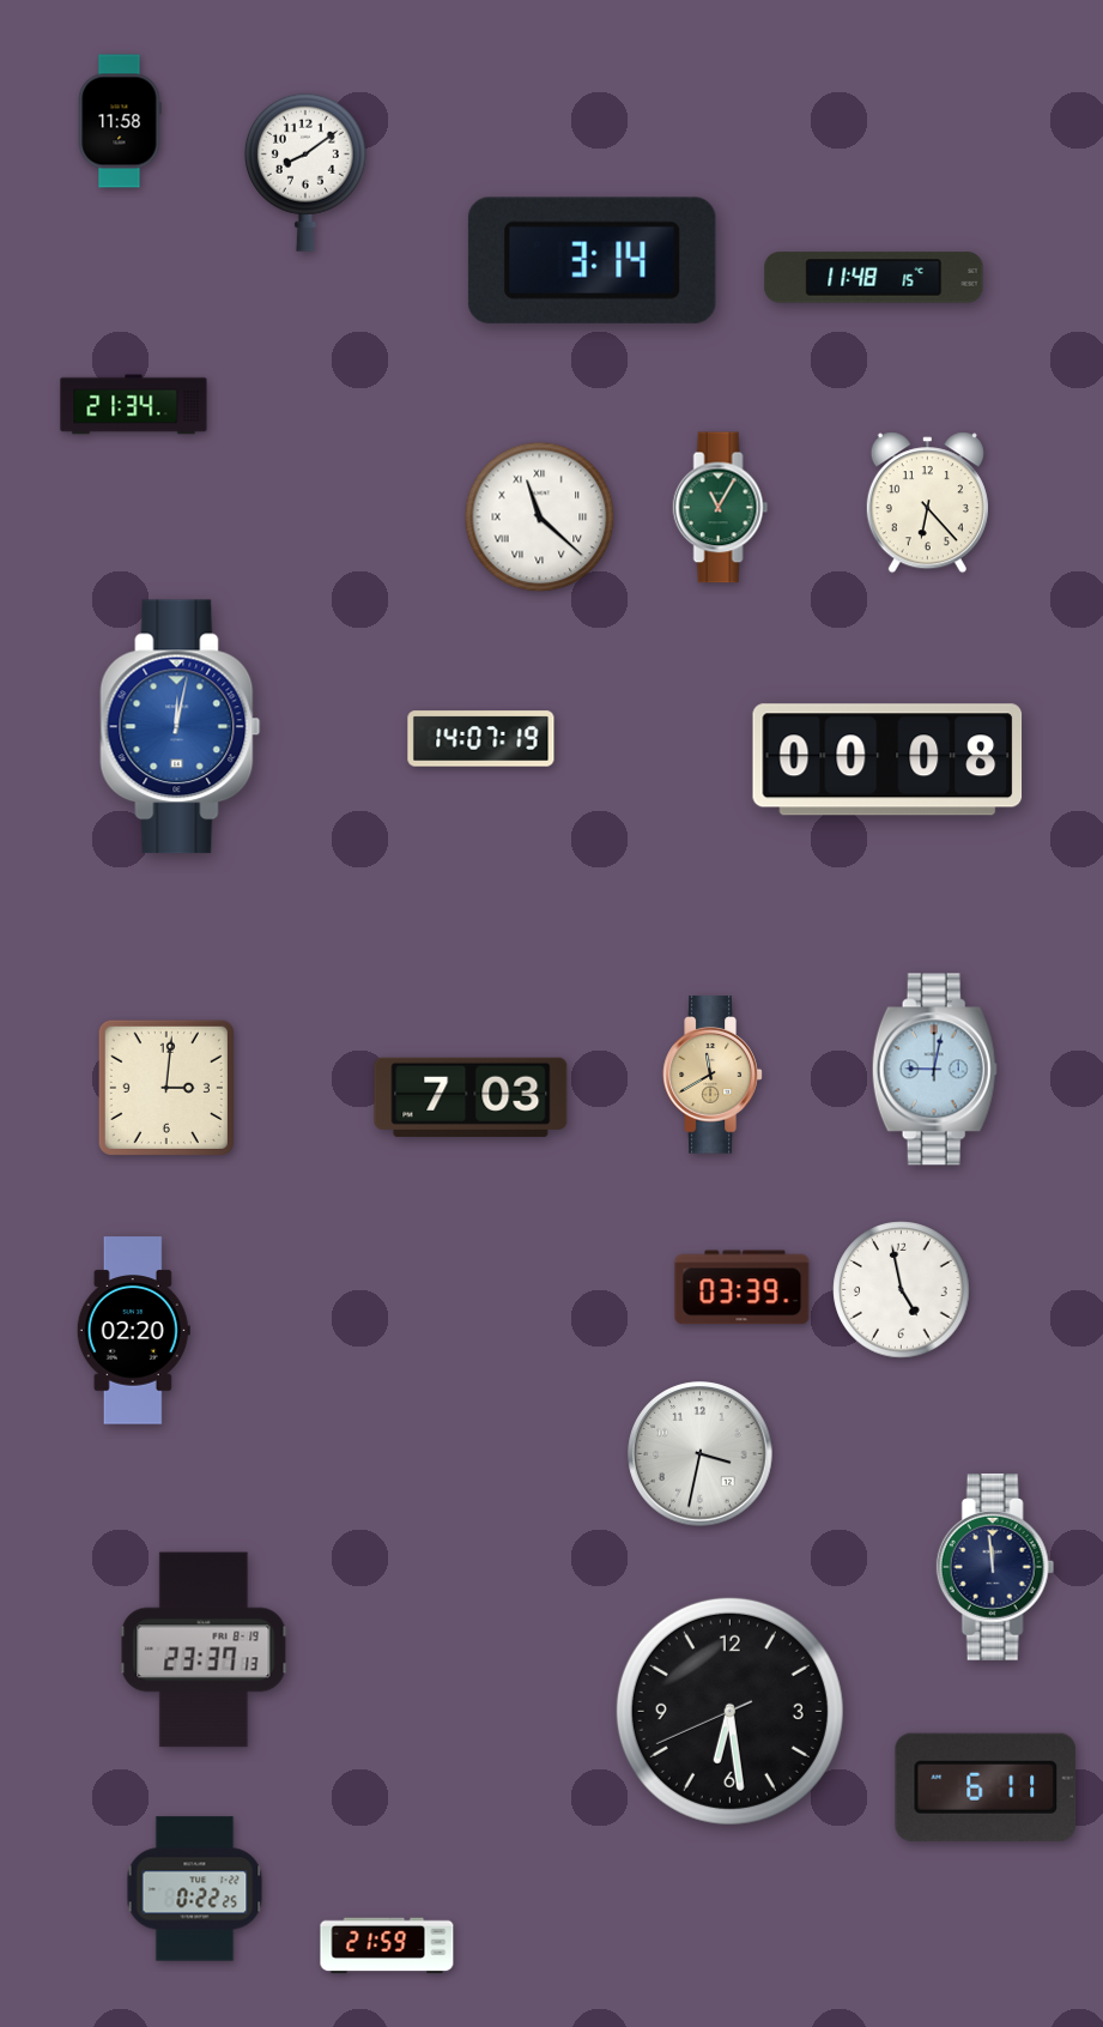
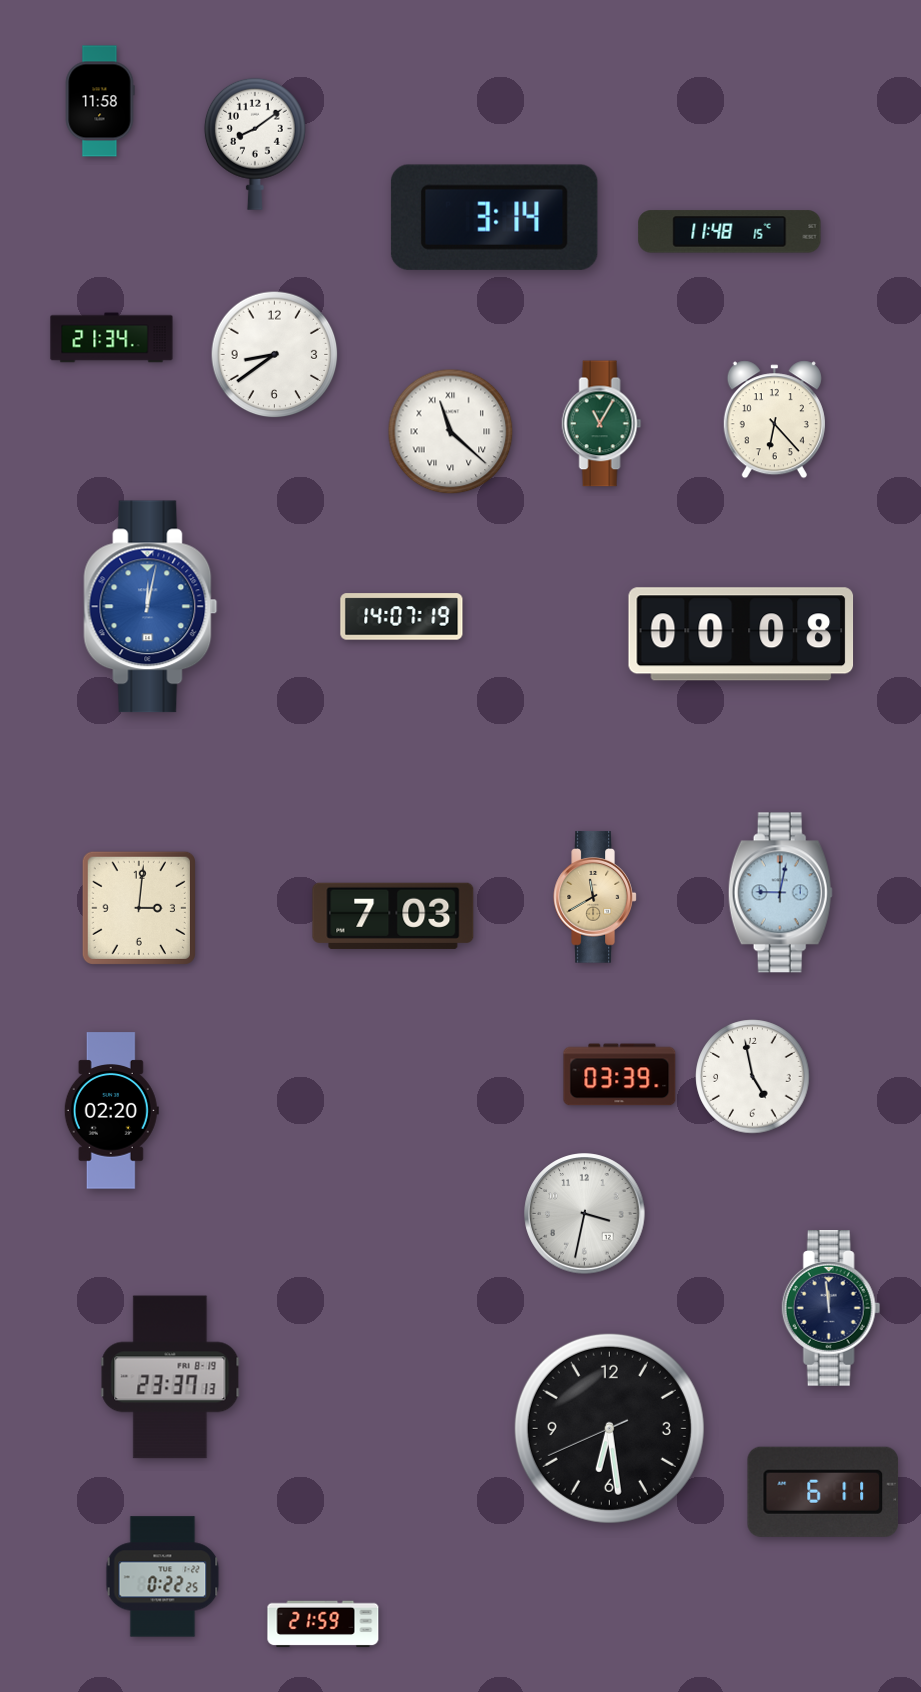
clock at (275, 355): none -> 8:39
